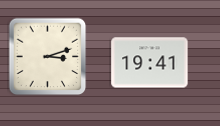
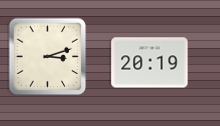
clock at (150, 63): 19:41 -> 20:19
